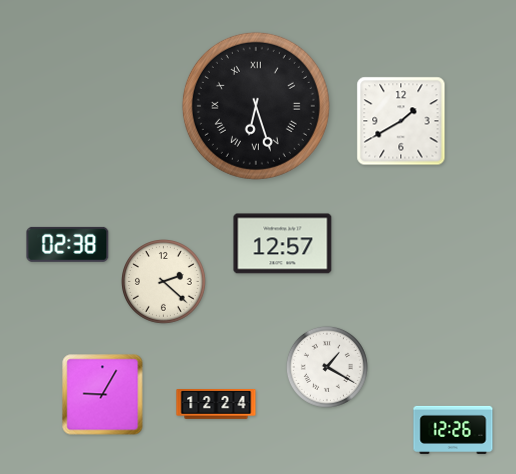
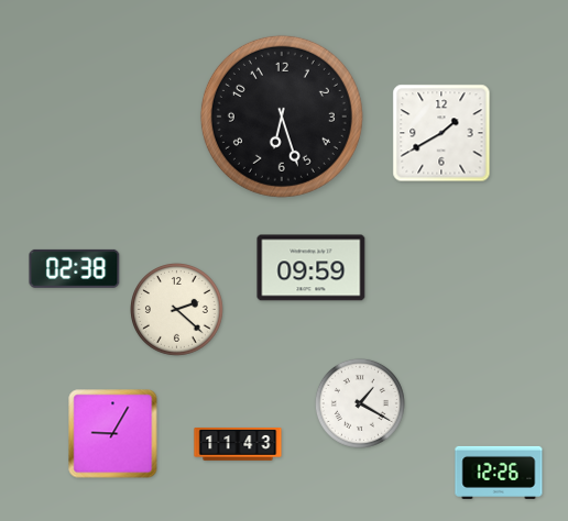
clock at (256, 106) numerals: Roman -> Arabic
clock at (283, 244): 12:57 -> 09:59
clock at (164, 282) position: (164, 282) -> (177, 310)
clock at (216, 405): 12:24 -> 11:43
